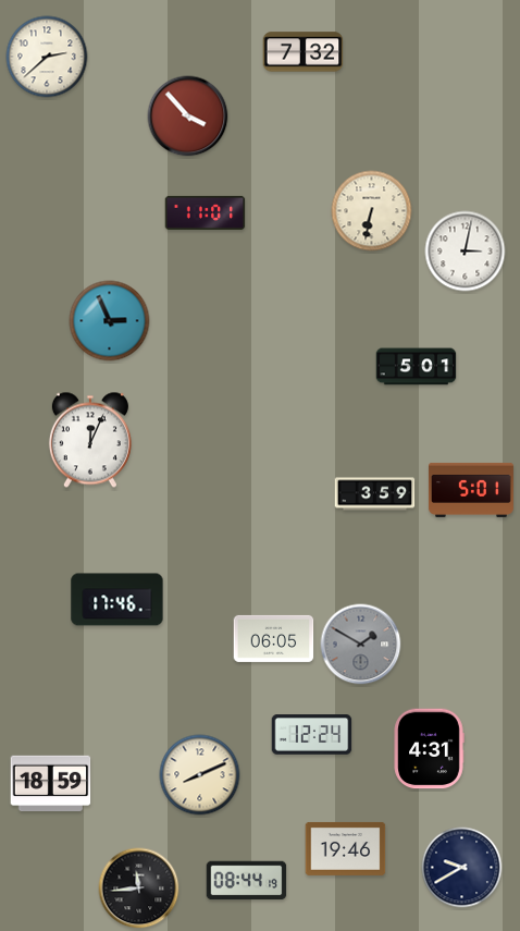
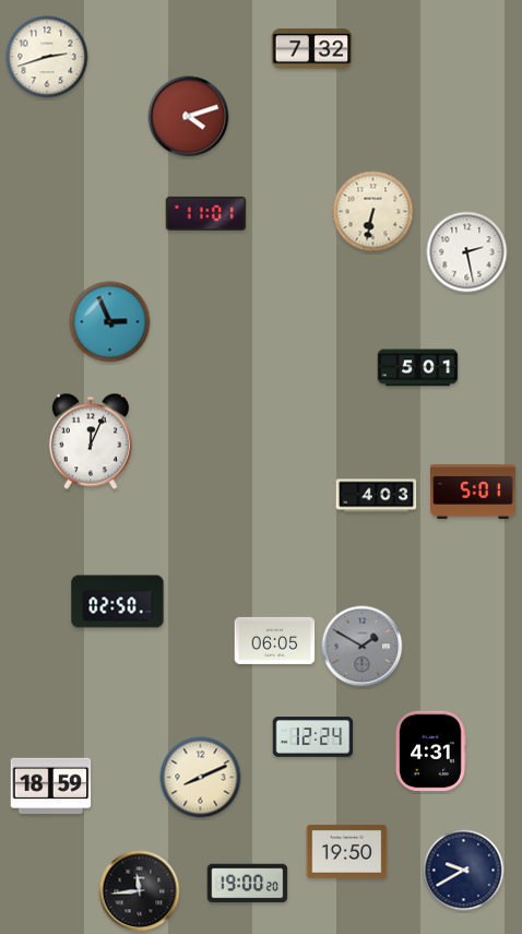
clock at (304, 52) position: (304, 52) -> (312, 49)
clock at (47, 57): 2:38 -> 2:42
clock at (188, 117): 3:53 -> 4:12
clock at (466, 252): 3:02 -> 2:28
clock at (375, 494): 3:59 -> 4:03
clock at (117, 600): 17:46 -> 02:50
clock at (346, 848): 19:46 -> 19:50
clock at (247, 881): 08:44 -> 19:00
